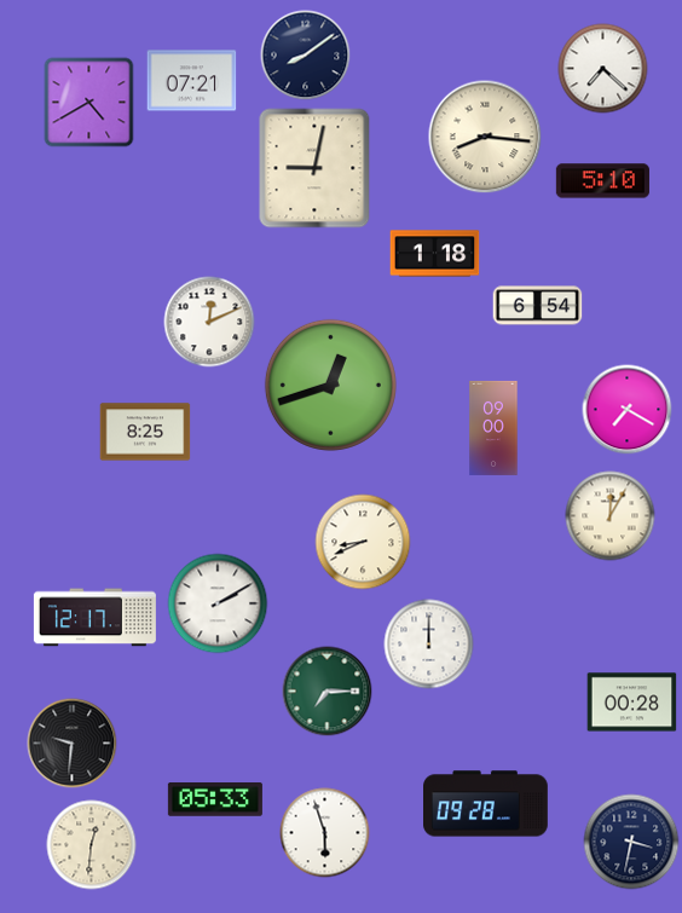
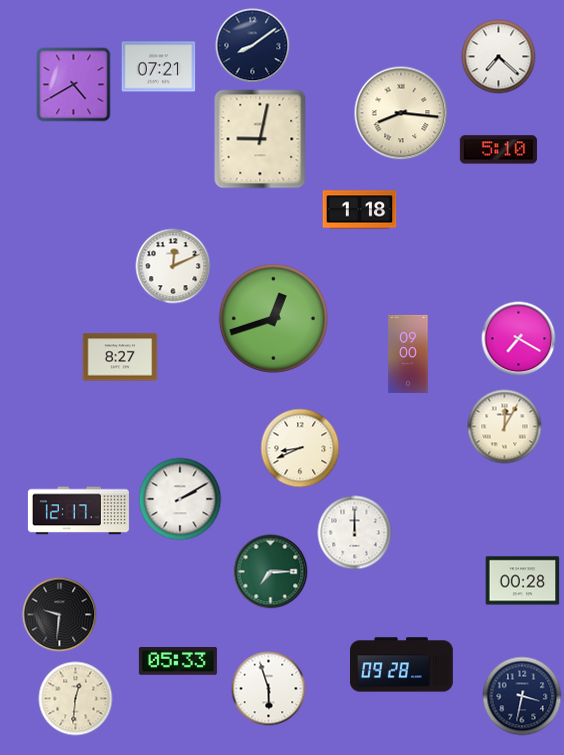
clock at (538, 306): 6:54 -> none
clock at (145, 432): 8:25 -> 8:27
